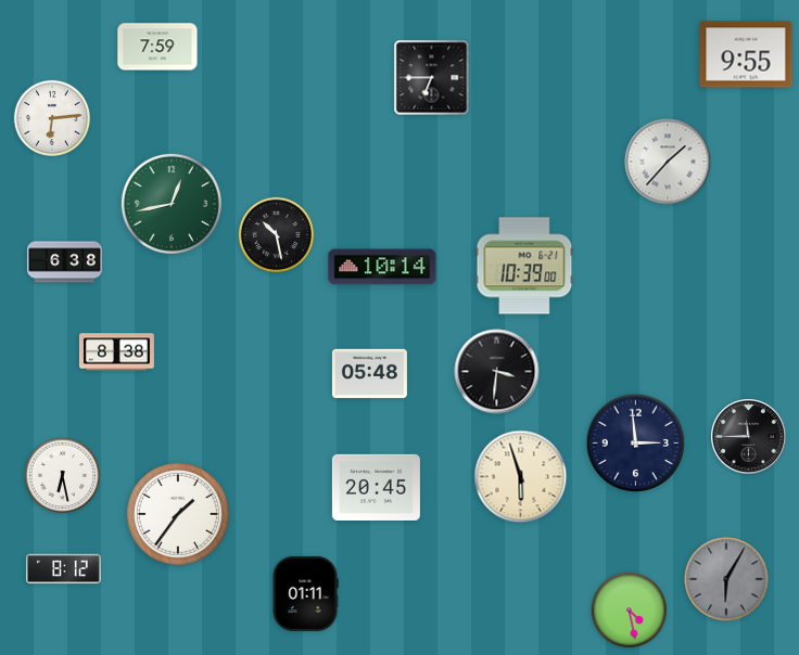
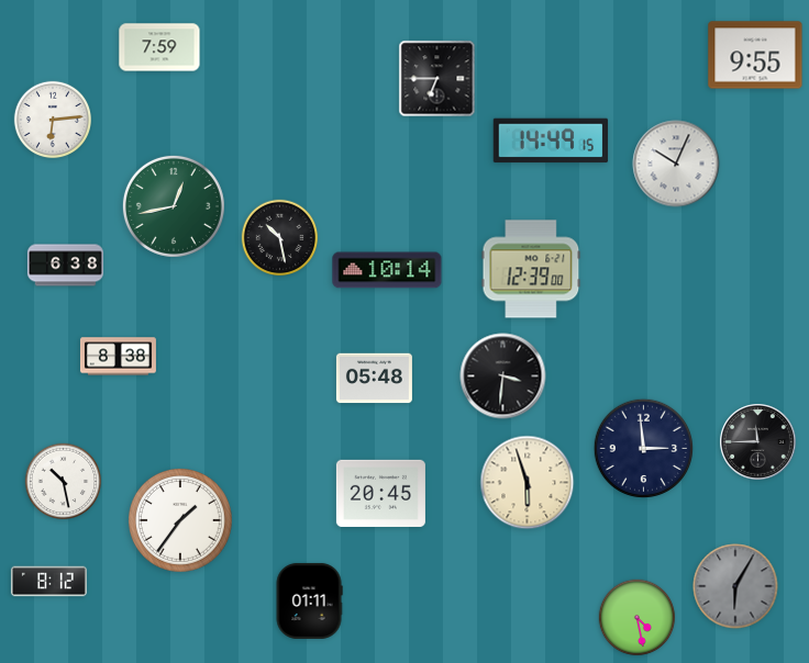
clock at (551, 141): none -> 14:49
clock at (668, 162): 1:37 -> 10:04
clock at (524, 266): 10:39 -> 12:39
clock at (63, 476): 6:28 -> 10:28
clock at (63, 569) position: (63, 569) -> (48, 582)
